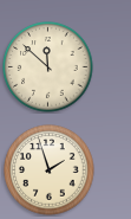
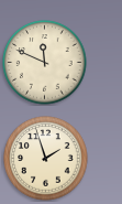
clock at (48, 67): 11:52 -> 11:49
